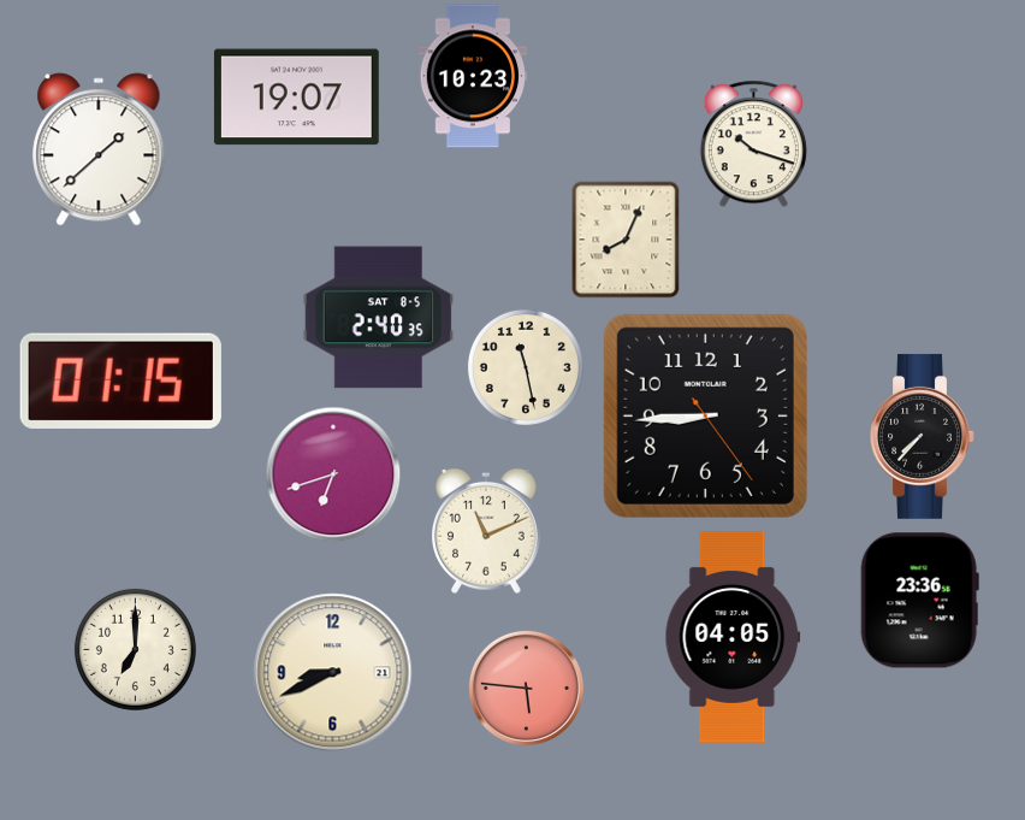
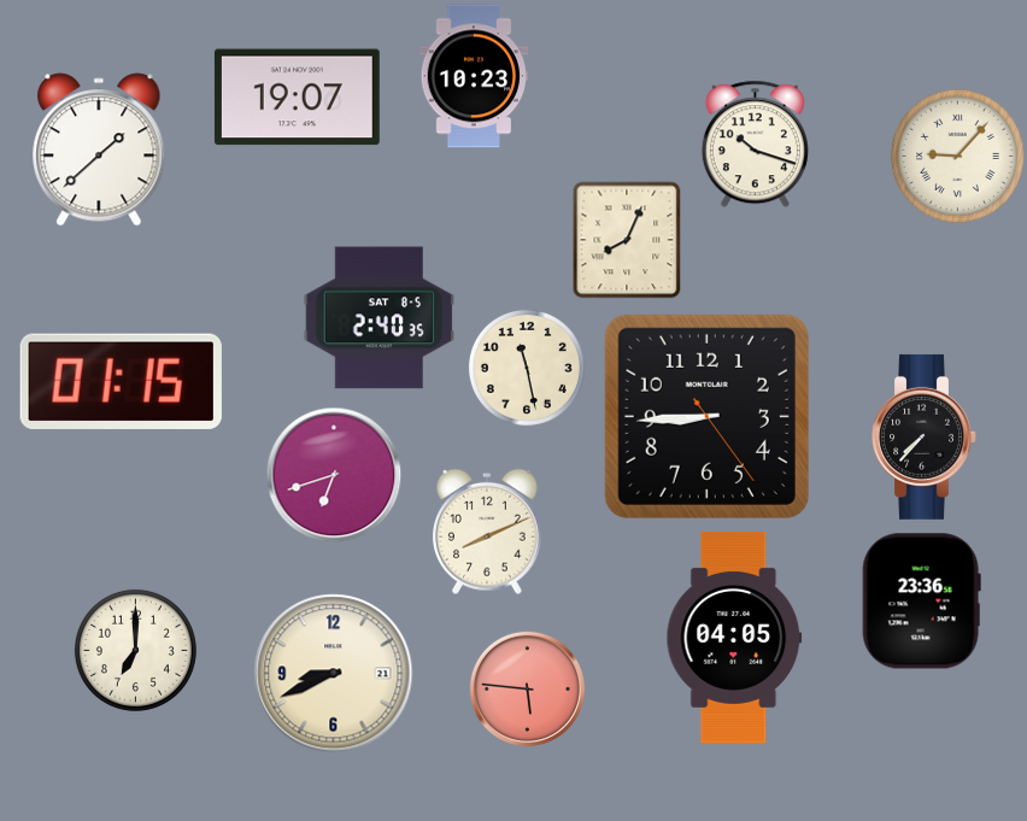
clock at (957, 156): none -> 9:07
clock at (487, 531): 11:11 -> 8:11
